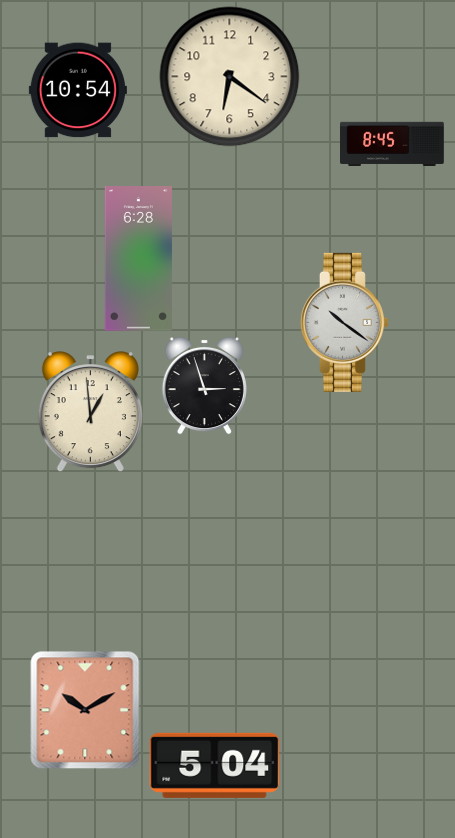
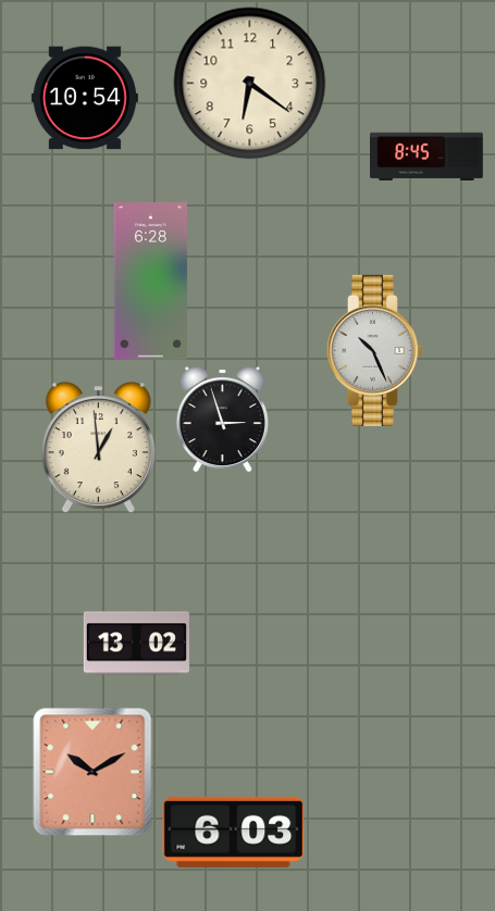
clock at (344, 322): 10:21 -> 10:26
clock at (136, 644): none -> 13:02
clock at (215, 765): 5:04 -> 6:03
